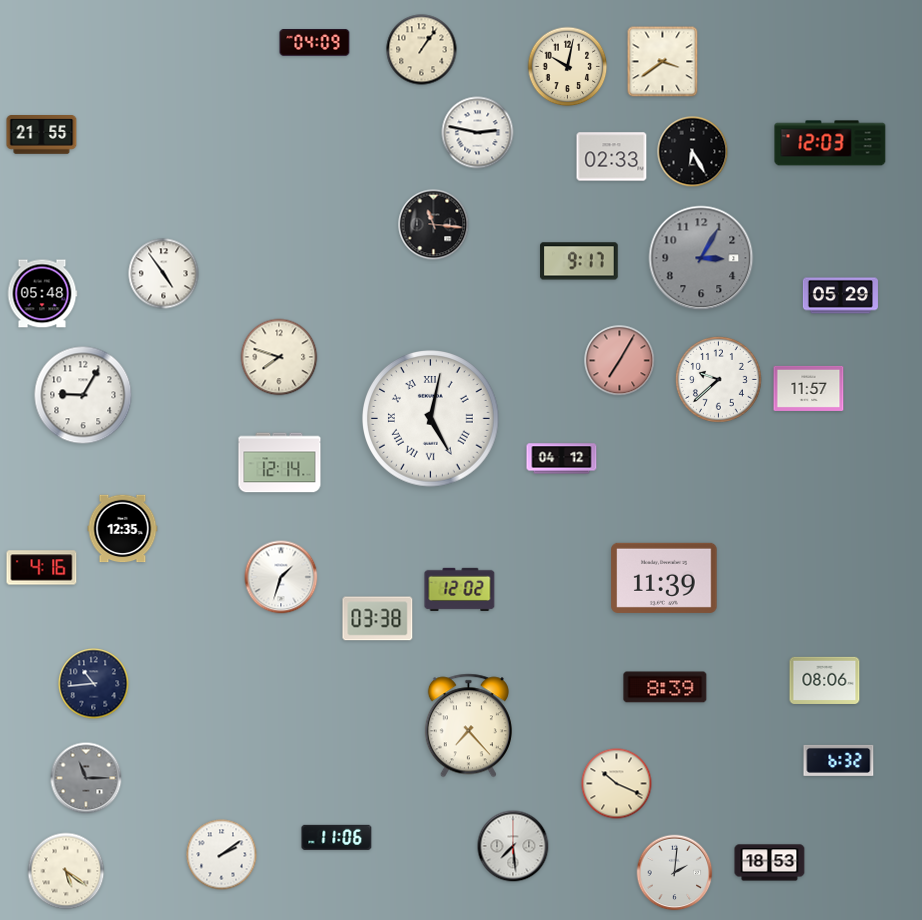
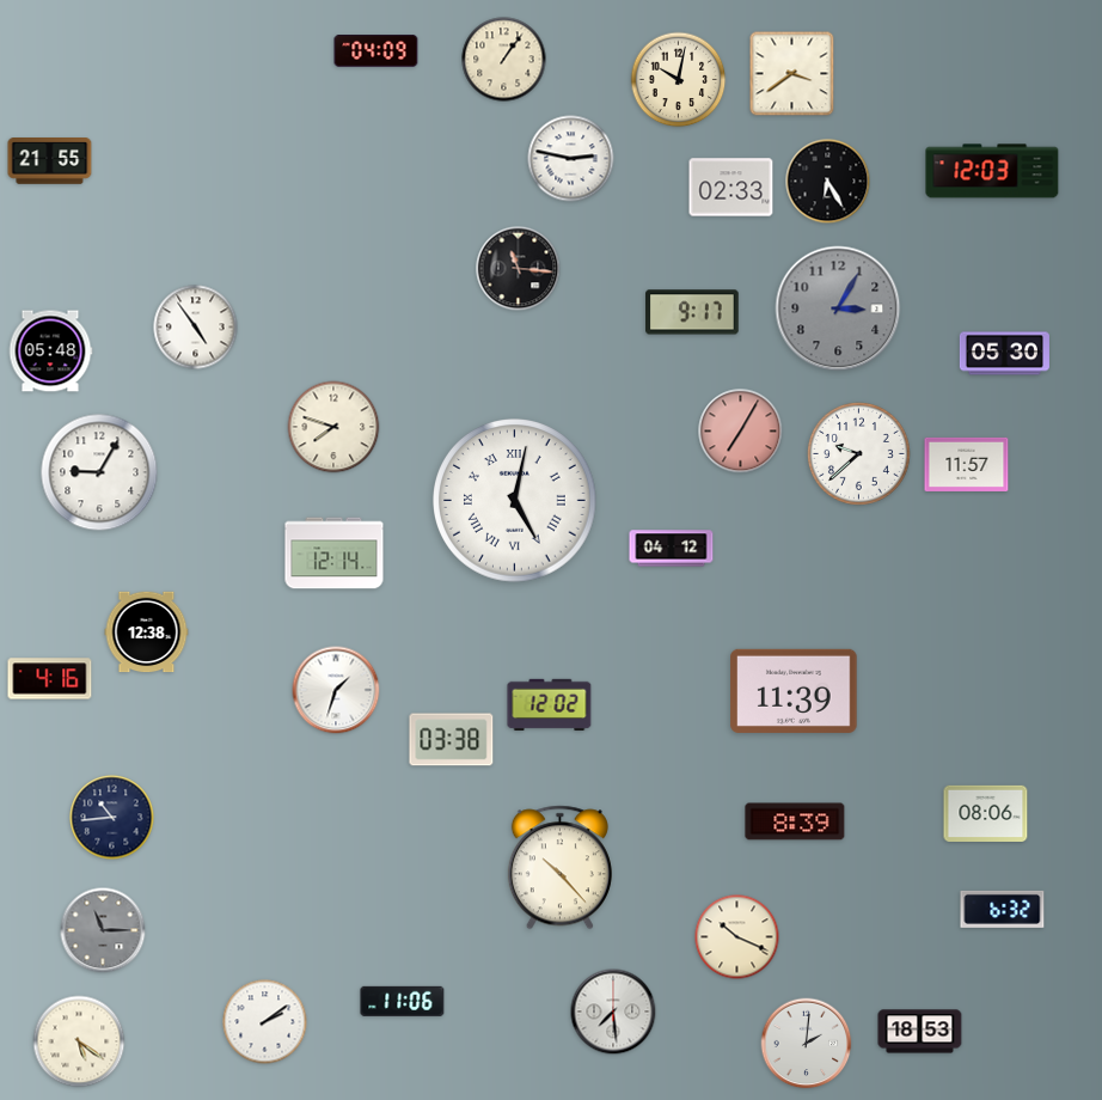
clock at (840, 296): 05:29 -> 05:30
clock at (123, 529): 12:35 -> 12:38
clock at (468, 726): 7:23 -> 10:23
